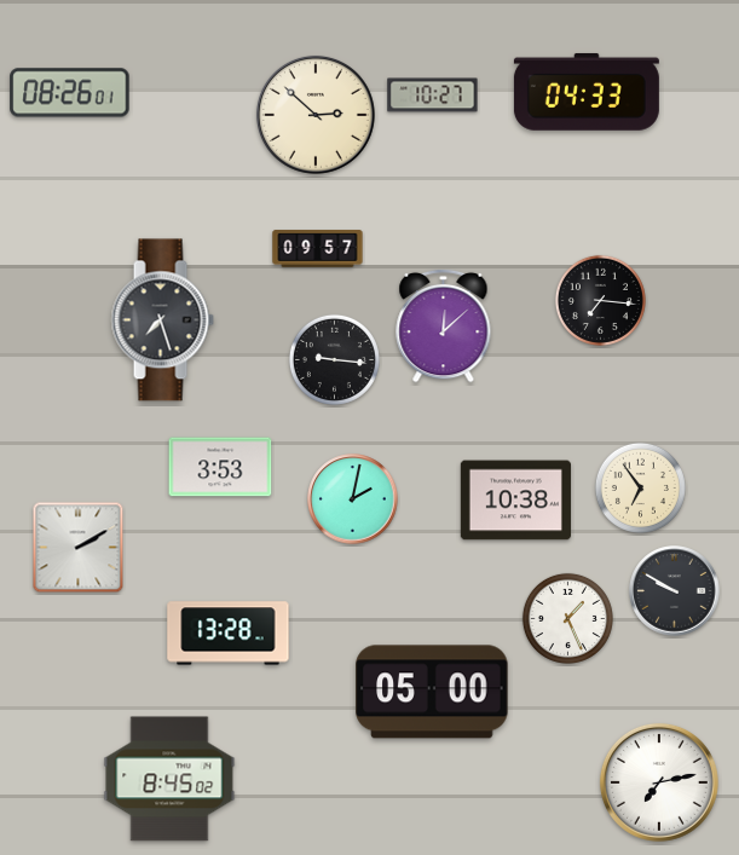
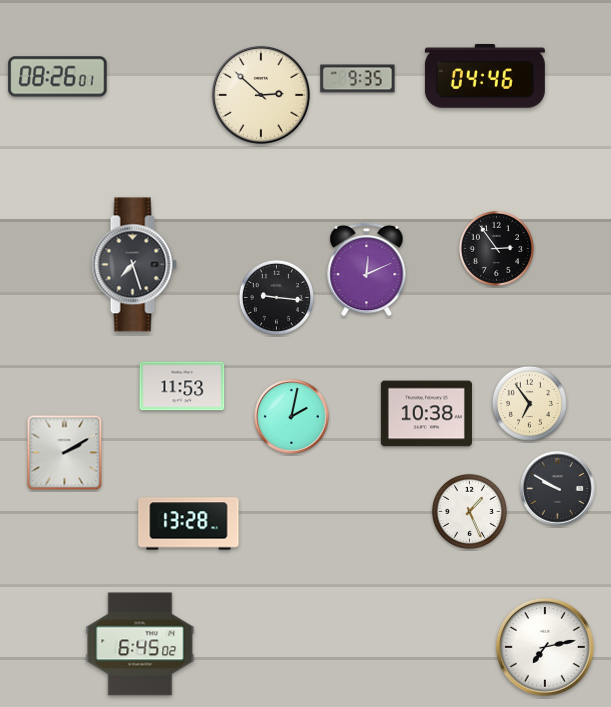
clock at (587, 92): 04:33 -> 04:46
clock at (433, 96): 10:27 -> 9:35
clock at (318, 249): 09:57 -> none
clock at (600, 300): 7:16 -> 2:54
clock at (444, 325): 12:08 -> 12:11
clock at (220, 467): 3:53 -> 11:53
clock at (353, 499) position: (353, 499) -> (292, 417)
clock at (432, 692): 05:00 -> none
clock at (169, 779): 8:45 -> 6:45
